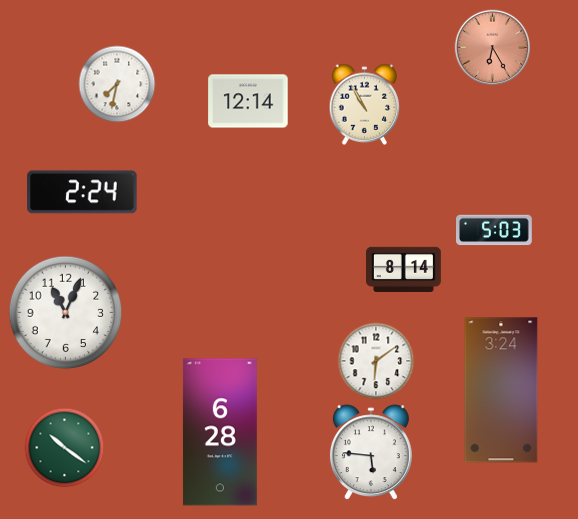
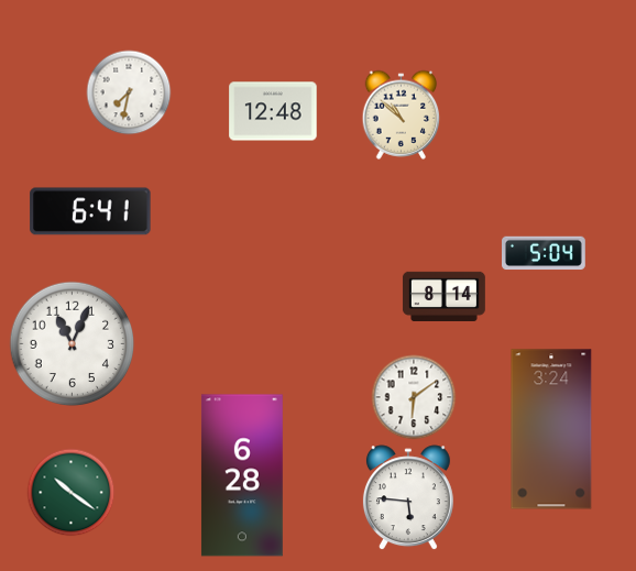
clock at (493, 48): 6:25 -> none
clock at (248, 101): 12:14 -> 12:48
clock at (365, 104): 10:55 -> 10:52
clock at (82, 192): 2:24 -> 6:41
clock at (495, 230): 5:03 -> 5:04
